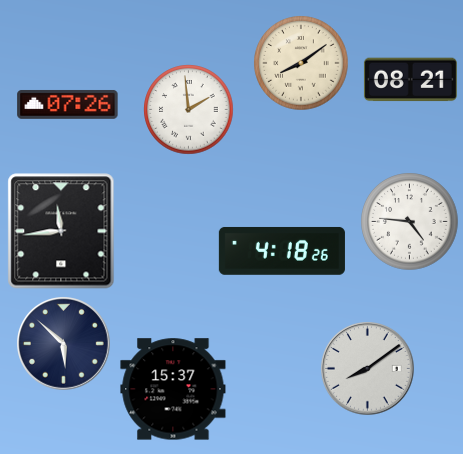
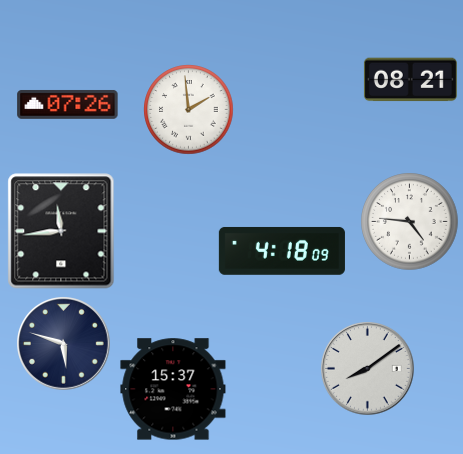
clock at (301, 63): 8:09 -> none
clock at (282, 251): 4:18:26 -> 4:18:09
clock at (64, 344): 5:52 -> 5:48
